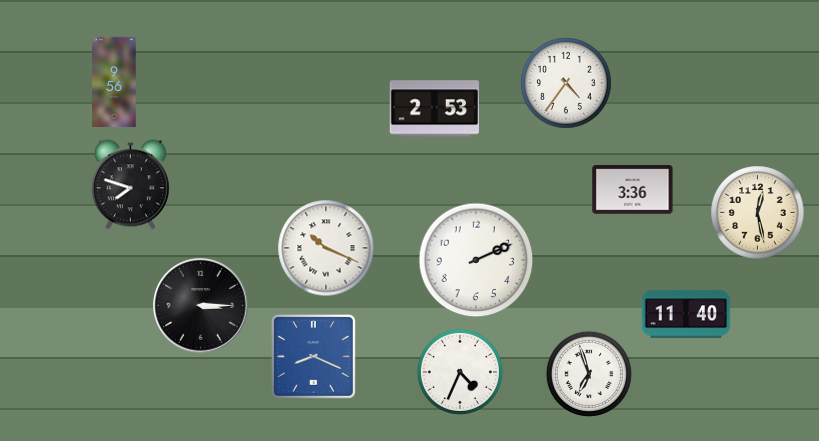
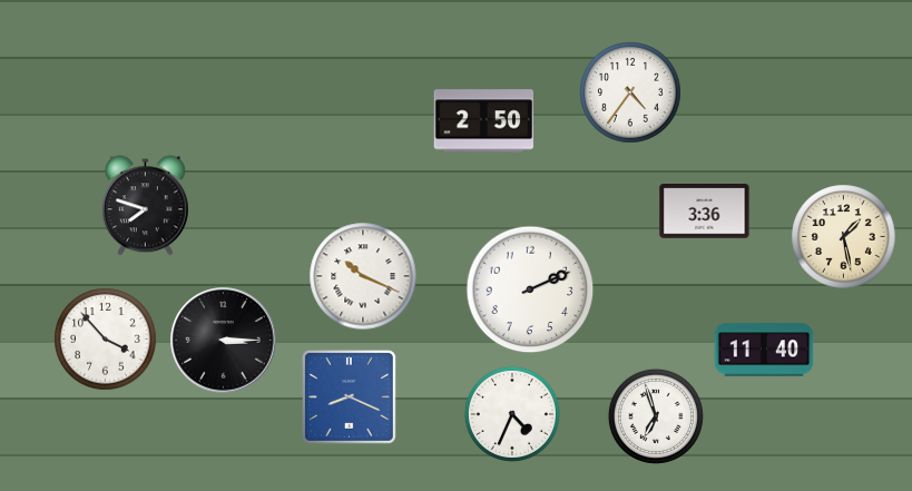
clock at (114, 81): 9:56 -> none
clock at (434, 109): 2:53 -> 2:50
clock at (758, 213): 12:28 -> 1:28
clock at (106, 340): none -> 3:53
